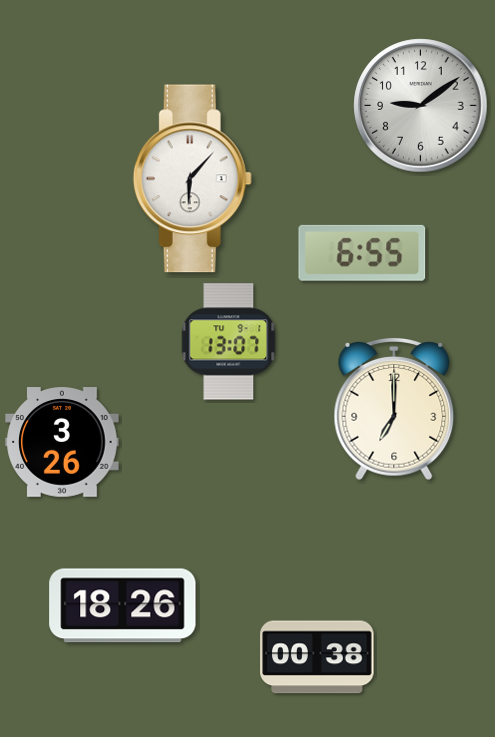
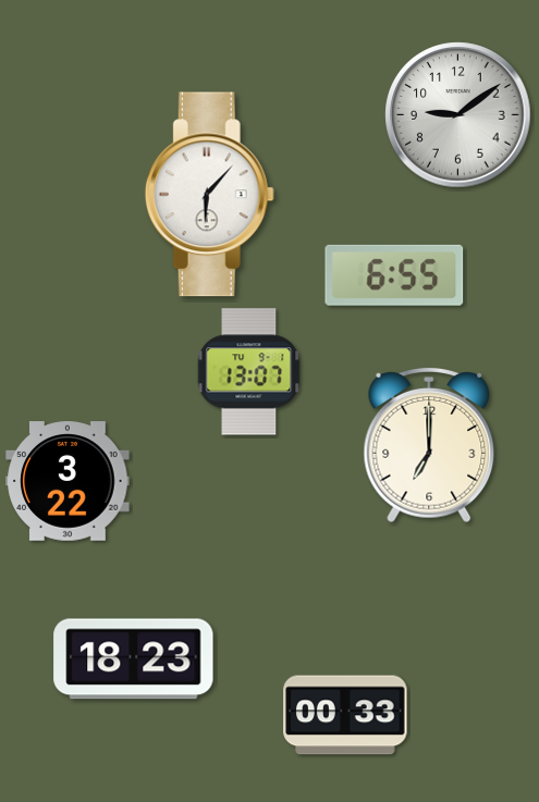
clock at (62, 442): 3:26 -> 3:22
clock at (123, 606): 18:26 -> 18:23
clock at (317, 657): 00:38 -> 00:33
